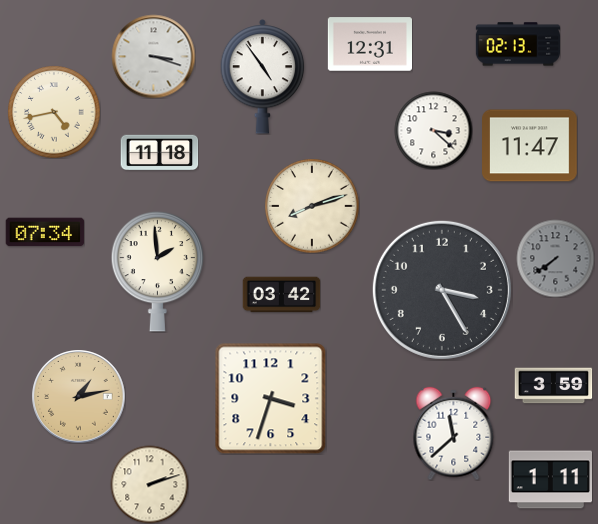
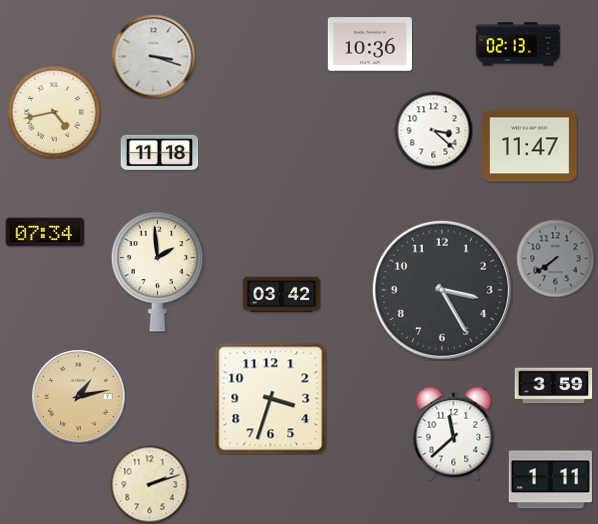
clock at (369, 44): 12:31 -> 10:36
clock at (263, 76): 4:54 -> none
clock at (312, 206): 8:12 -> none
